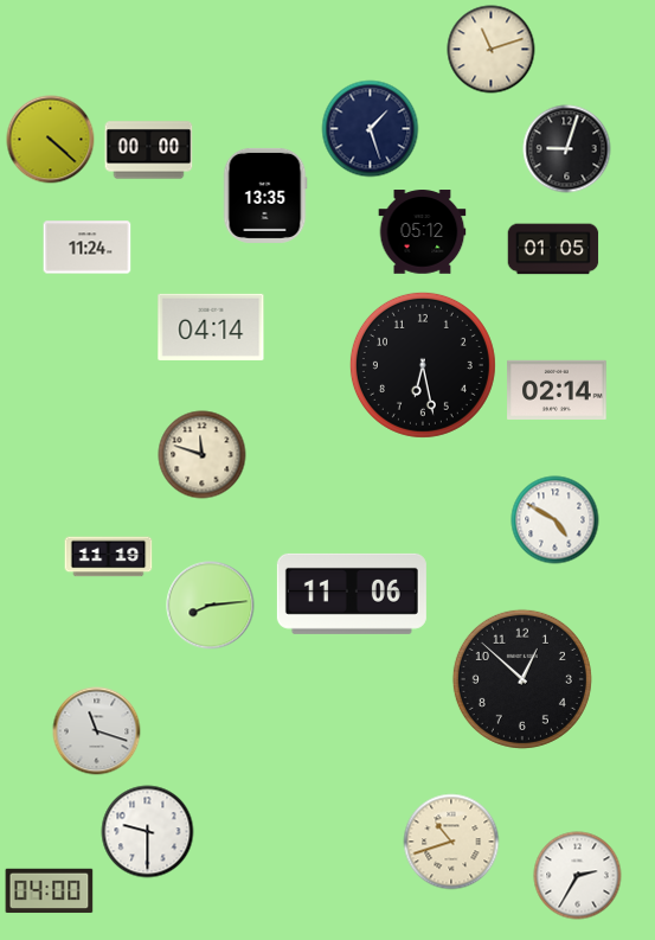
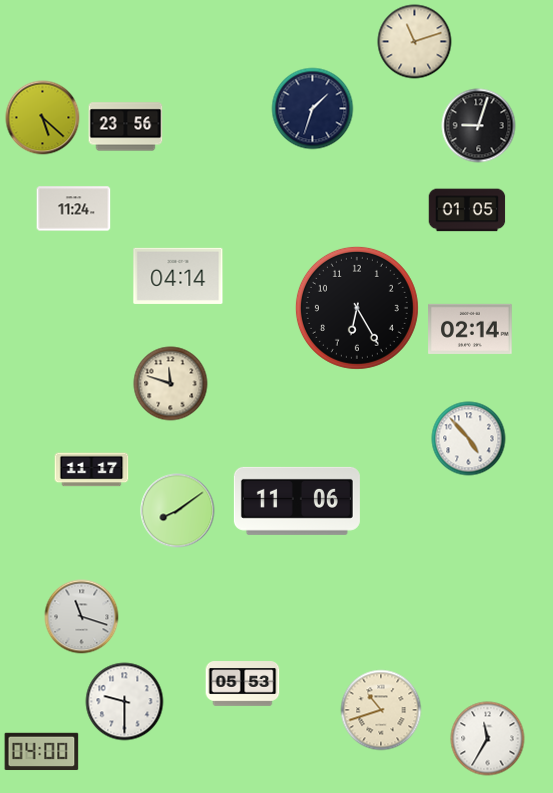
clock at (371, 129): 1:27 -> 1:33
clock at (51, 140): 4:22 -> 5:22
clock at (149, 151): 00:00 -> 23:56
clock at (265, 196): 13:35 -> none
clock at (423, 232): 05:12 -> none
clock at (423, 365): 6:28 -> 6:25
clock at (556, 520): 4:50 -> 4:53
clock at (109, 557): 11:19 -> 11:17
clock at (211, 606): 8:14 -> 8:09
clock at (522, 679): 12:52 -> none
clock at (243, 684): none -> 05:53
clock at (578, 876): 2:35 -> 11:35
